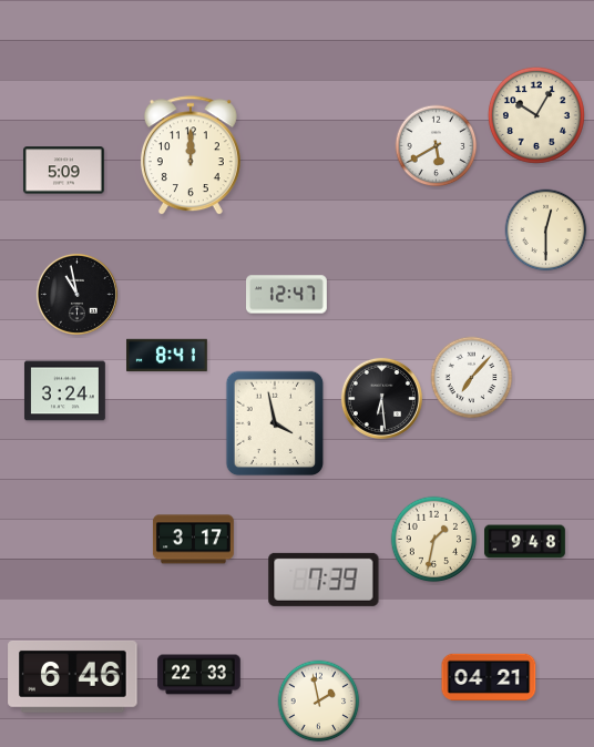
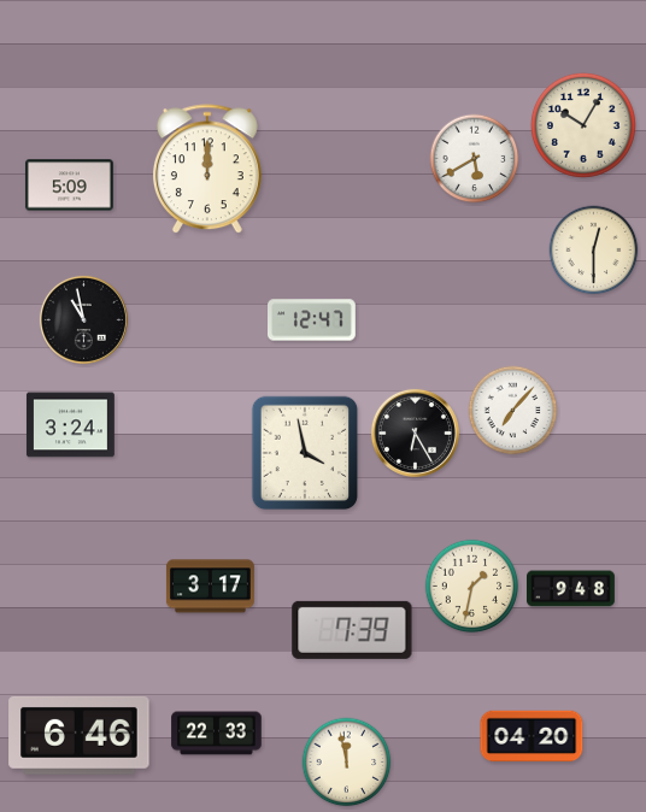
clock at (167, 356): 8:41 -> none
clock at (381, 398): 6:29 -> 6:25
clock at (275, 423) position: (275, 423) -> (305, 453)
clock at (489, 677): 04:21 -> 04:20
clock at (319, 702): 1:58 -> 11:58
